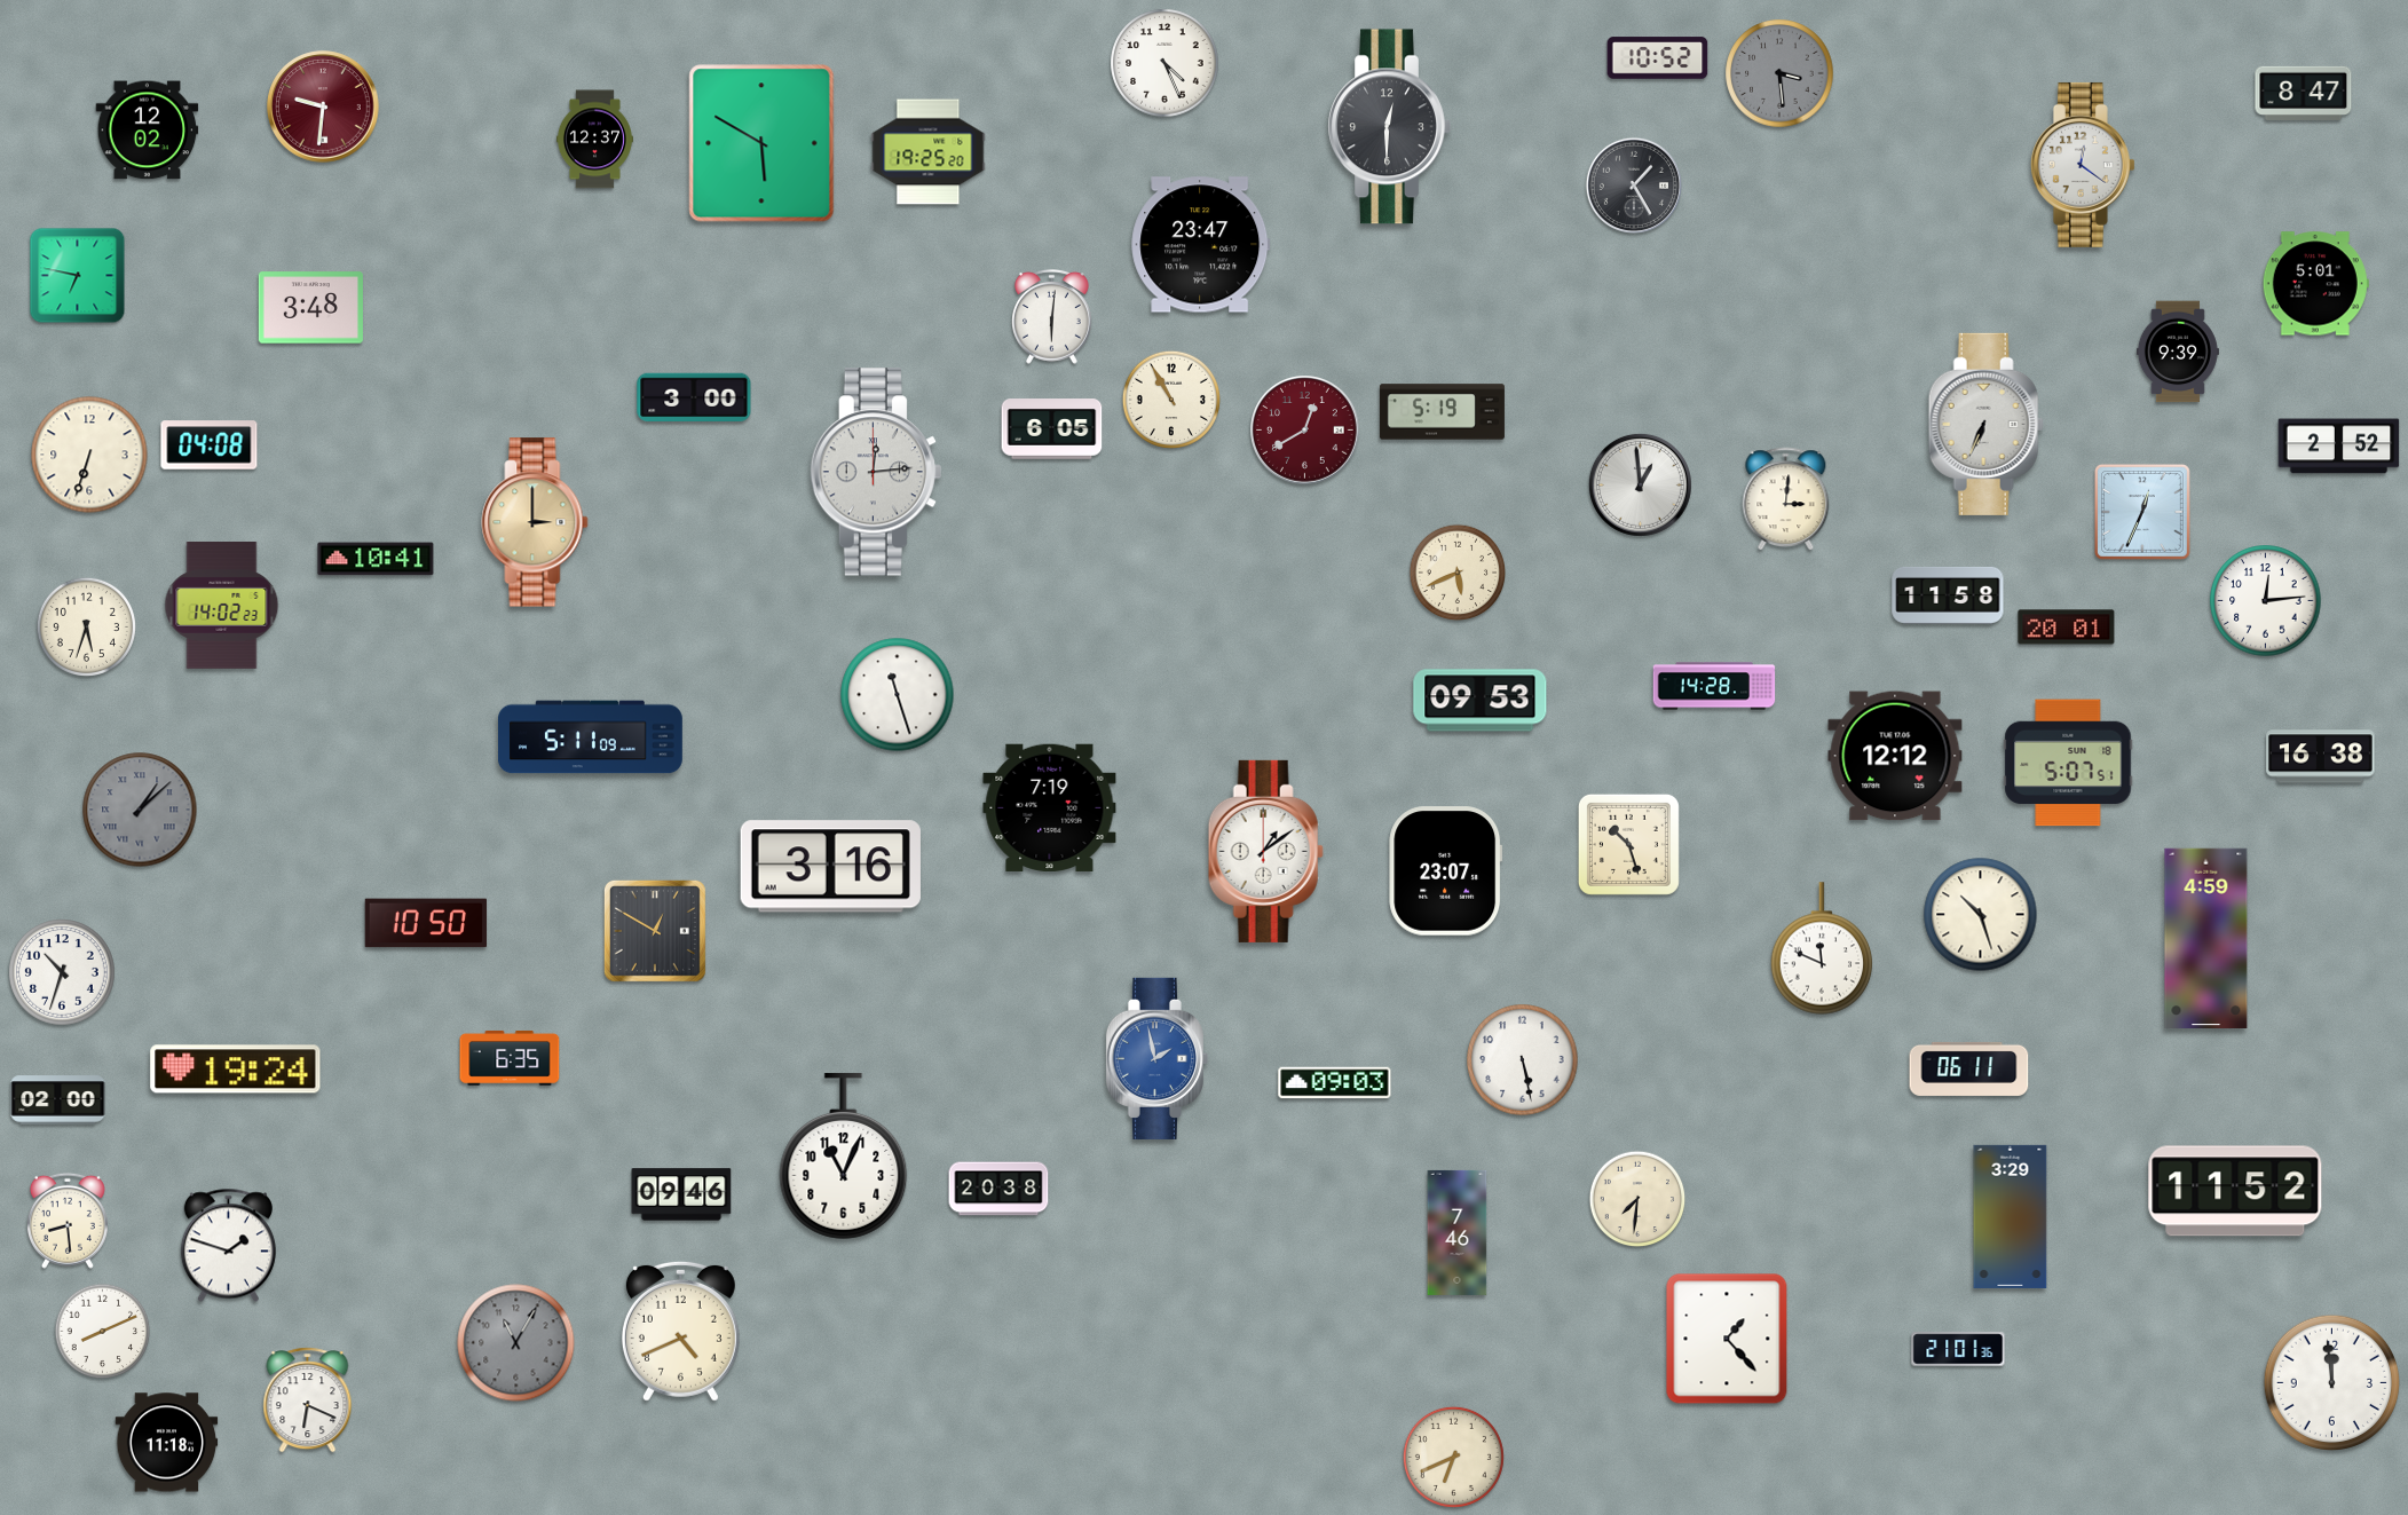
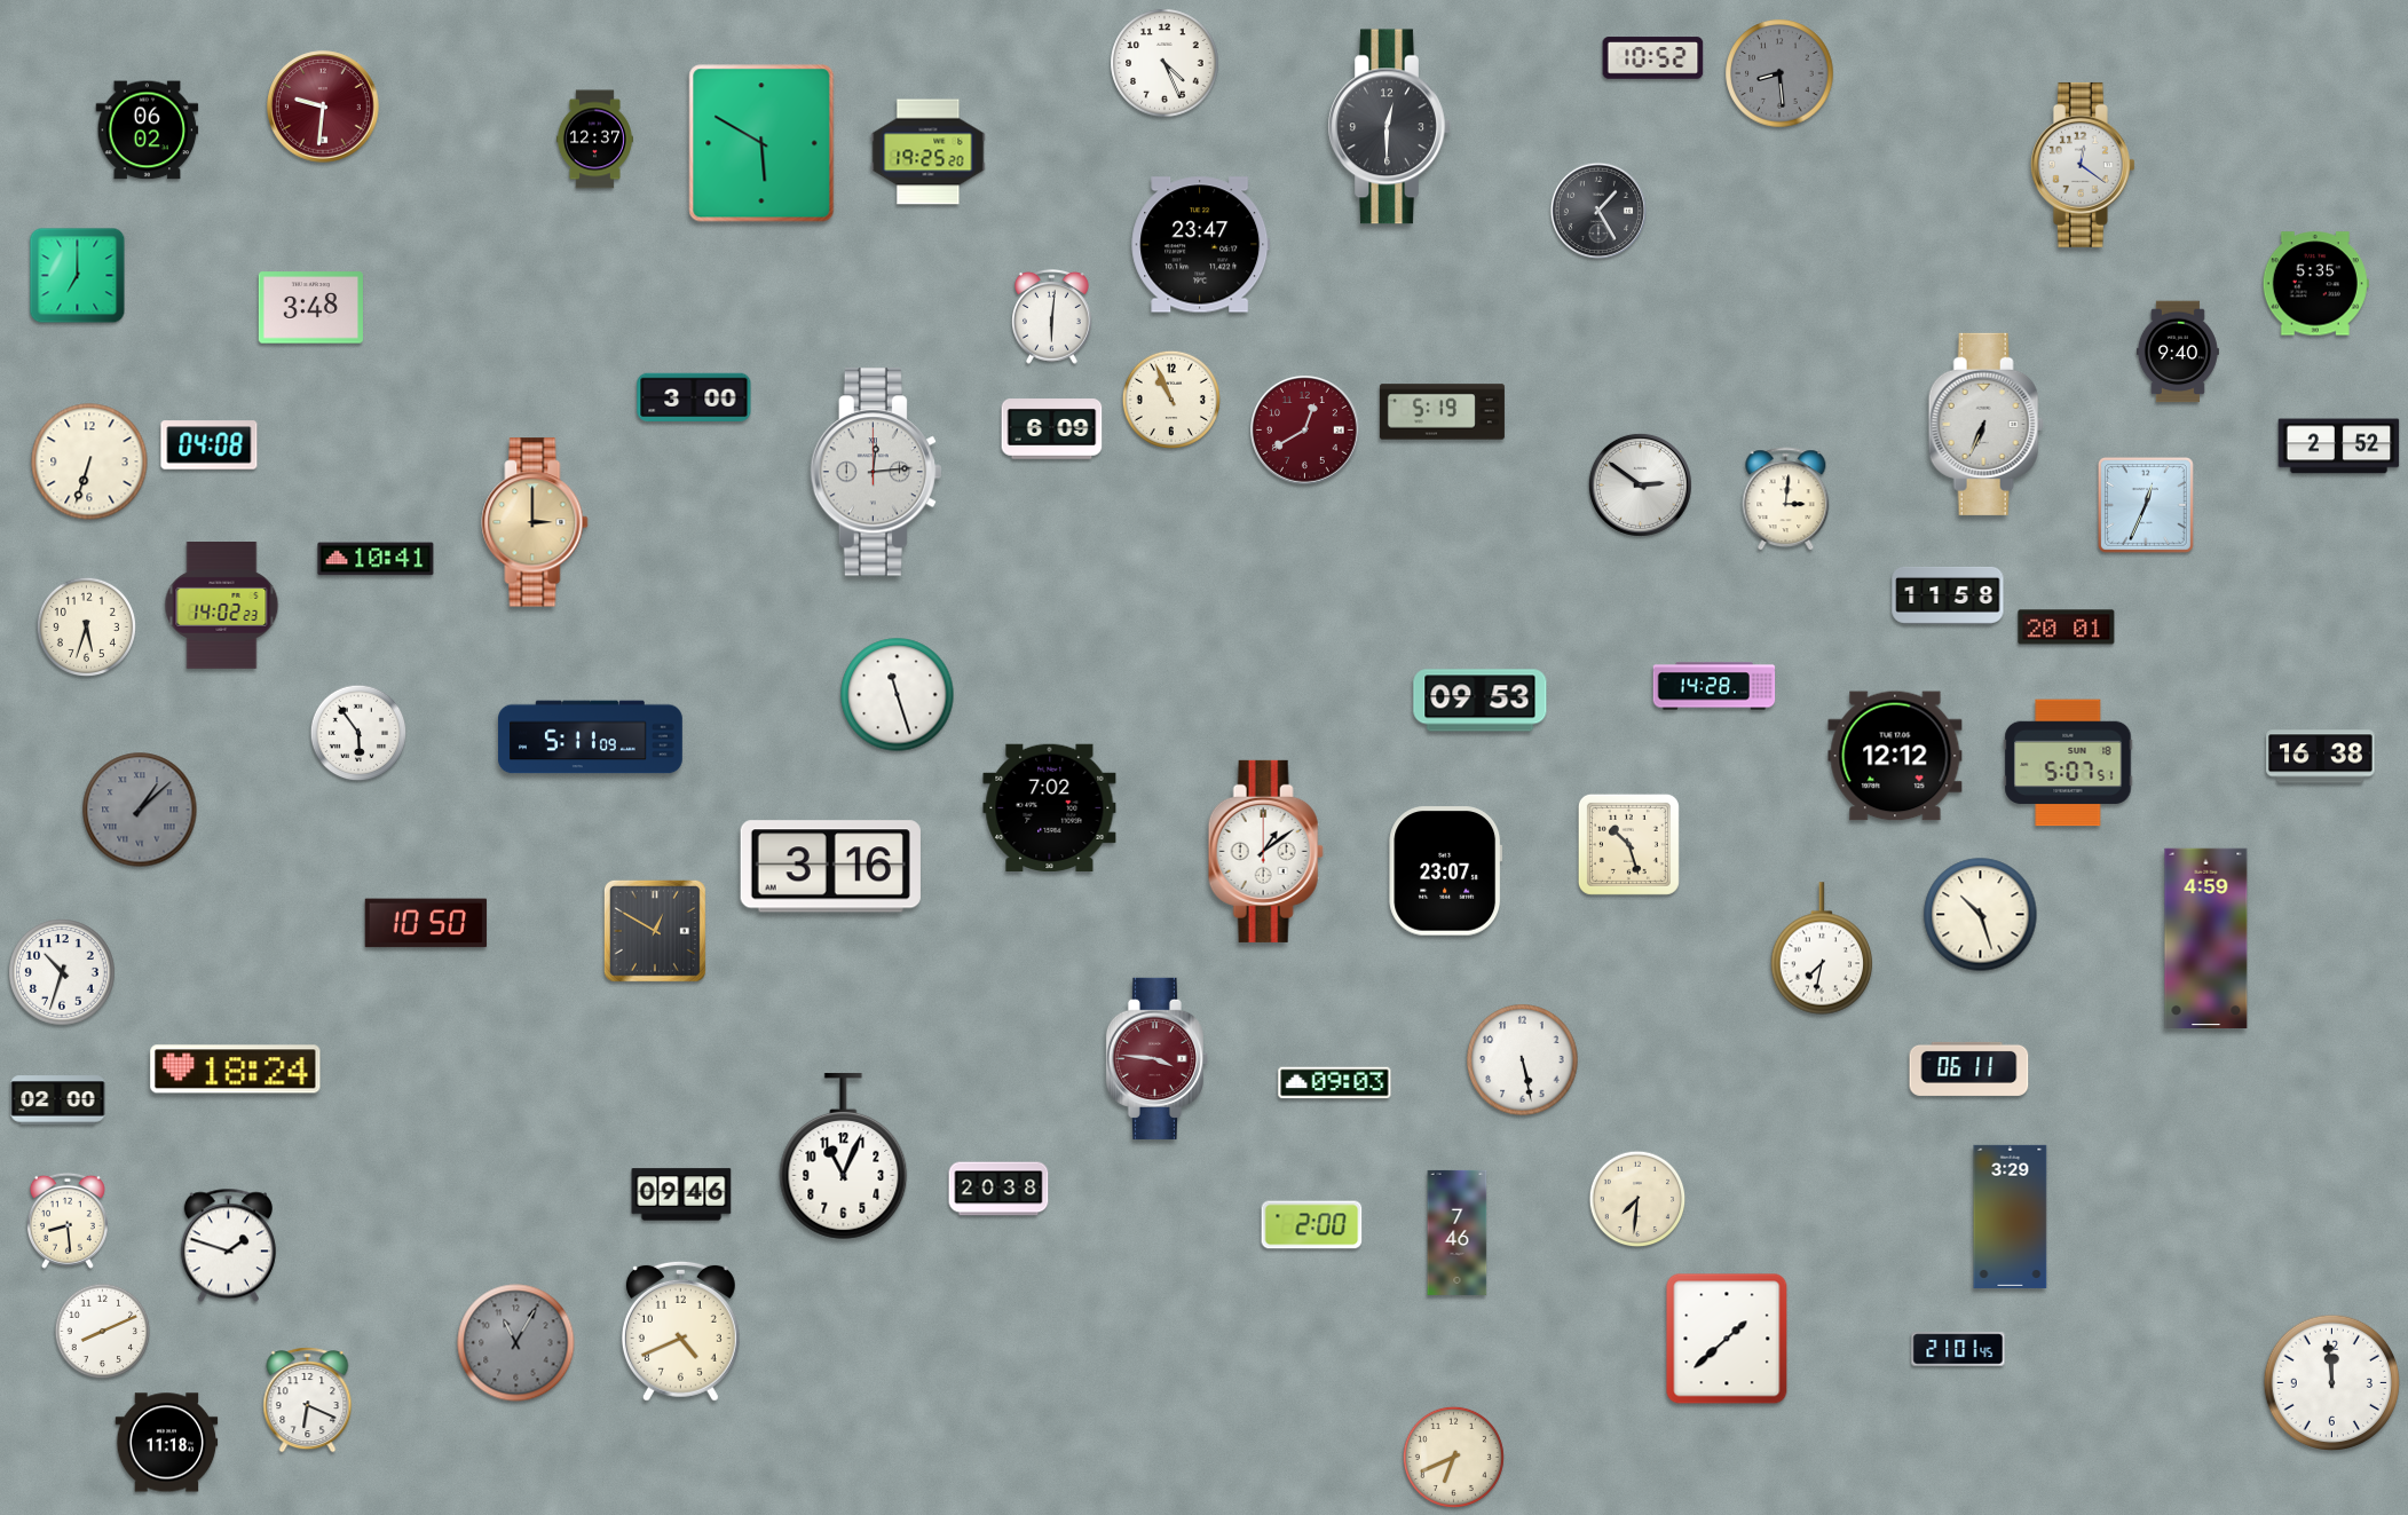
clock at (1658, 58) position: (1658, 58) -> (1653, 58)
clock at (1779, 73): 3:29 -> 8:29
clock at (2304, 93): 8:47 -> none
clock at (148, 131): 12:02 -> 06:02
clock at (1634, 186) position: (1634, 186) -> (1598, 211)
clock at (78, 276): 6:47 -> 7:00
clock at (2315, 284): 5:01 -> 5:35
clock at (2178, 352): 9:39 -> 9:40
clock at (1170, 399): 10:55 -> 10:56
clock at (1052, 429): 6:05 -> 6:09
clock at (89, 455) position: (89, 455) -> (89, 461)
clock at (1640, 484): 12:59 -> 2:51
clock at (2142, 512) position: (2142, 512) -> (2146, 505)
clock at (1458, 573): 5:41 -> none
clock at (2266, 601): 12:14 -> none
clock at (358, 733): none -> 5:54
clock at (1050, 807): 7:19 -> 7:02
clock at (1822, 948): 11:49 -> 7:32
clock at (510, 1058): 6:35 -> none
clock at (1156, 1058): 1:58 -> 3:46
clock at (1156, 1058) dial: blue -> burgundy
clock at (236, 1070): 19:24 -> 18:24
clock at (2235, 1191): 11:52 -> none
clock at (1312, 1225): none -> 2:00
clock at (1727, 1339): 1:23 -> 1:38
clock at (1958, 1349): 21:01:36 -> 21:01:45
